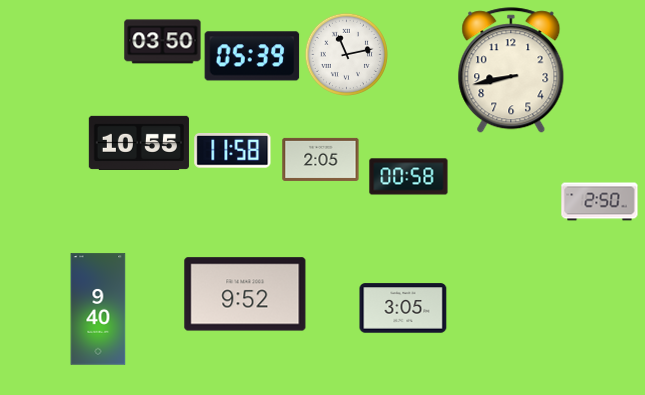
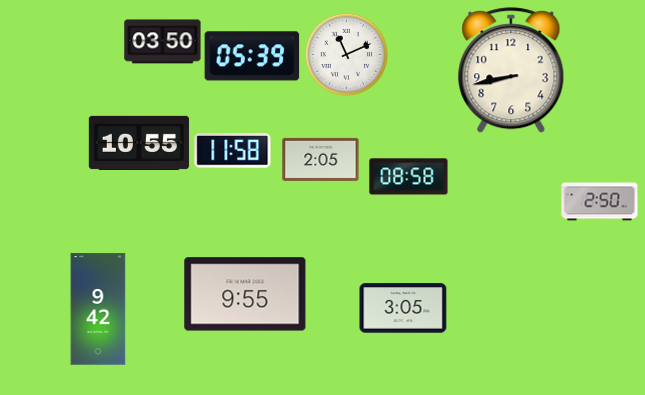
clock at (346, 54): 11:13 -> 11:11
clock at (409, 177): 00:58 -> 08:58
clock at (245, 294): 9:52 -> 9:55
clock at (98, 309): 9:40 -> 9:42
